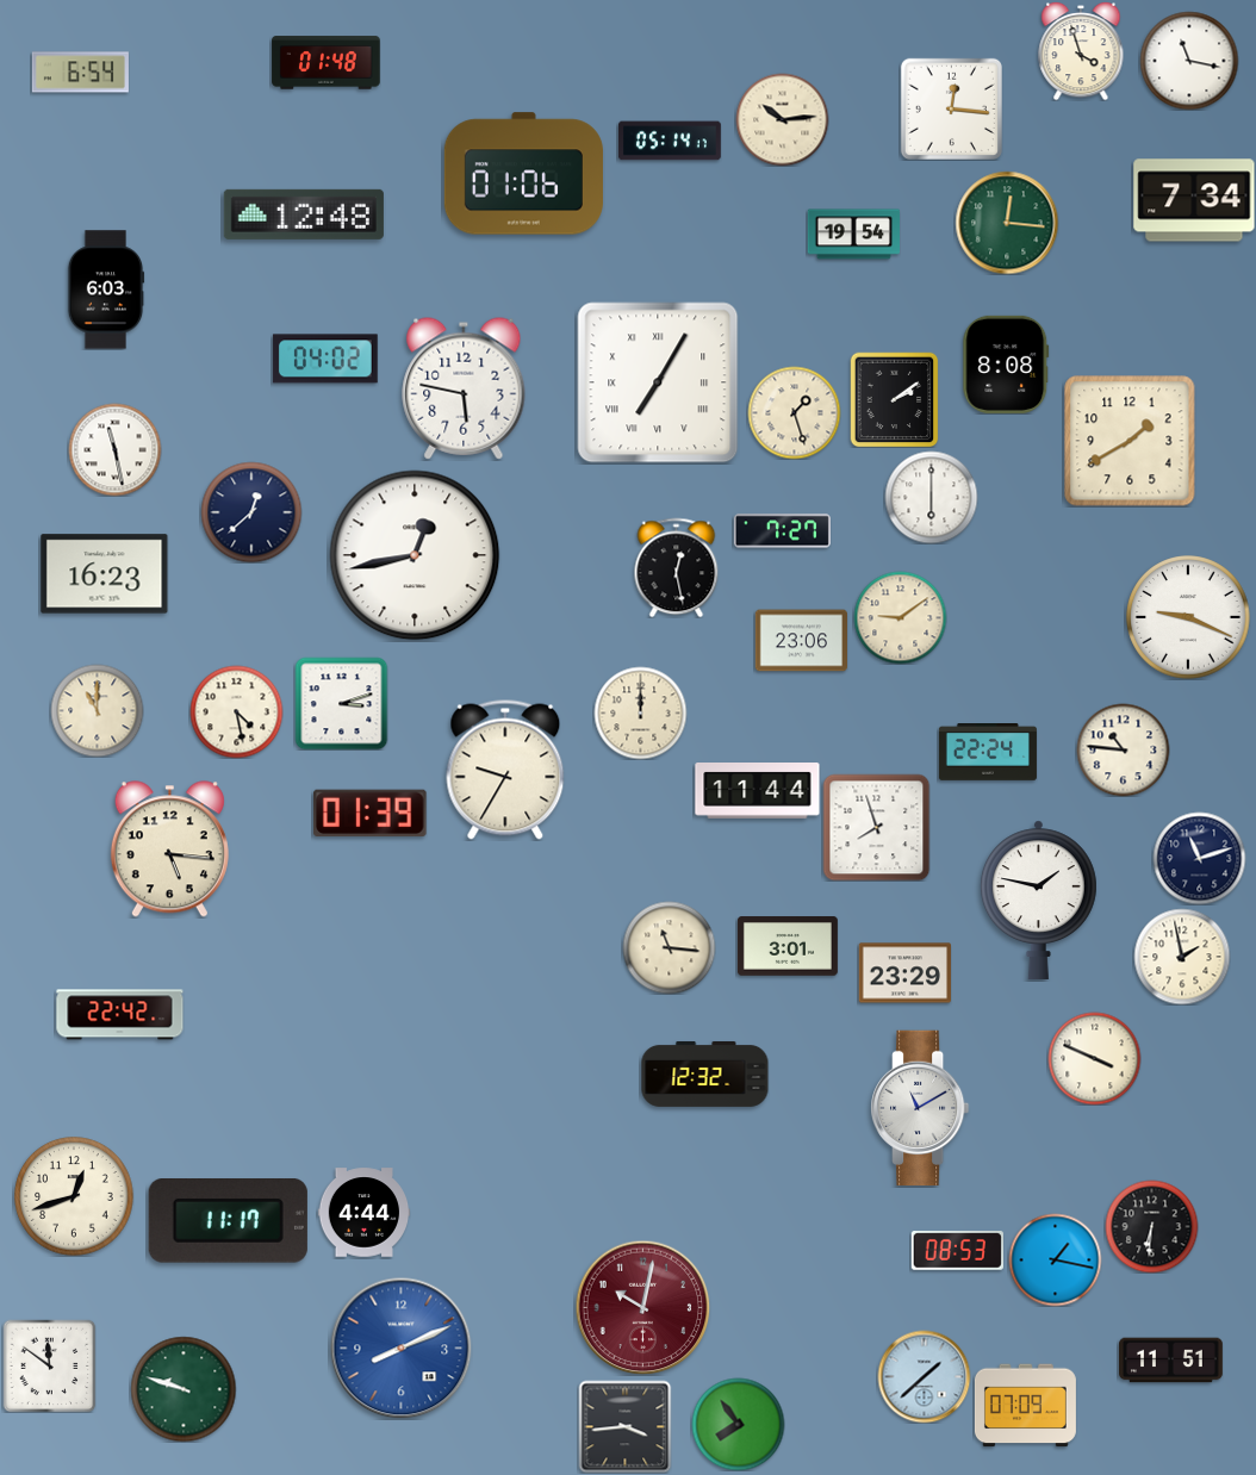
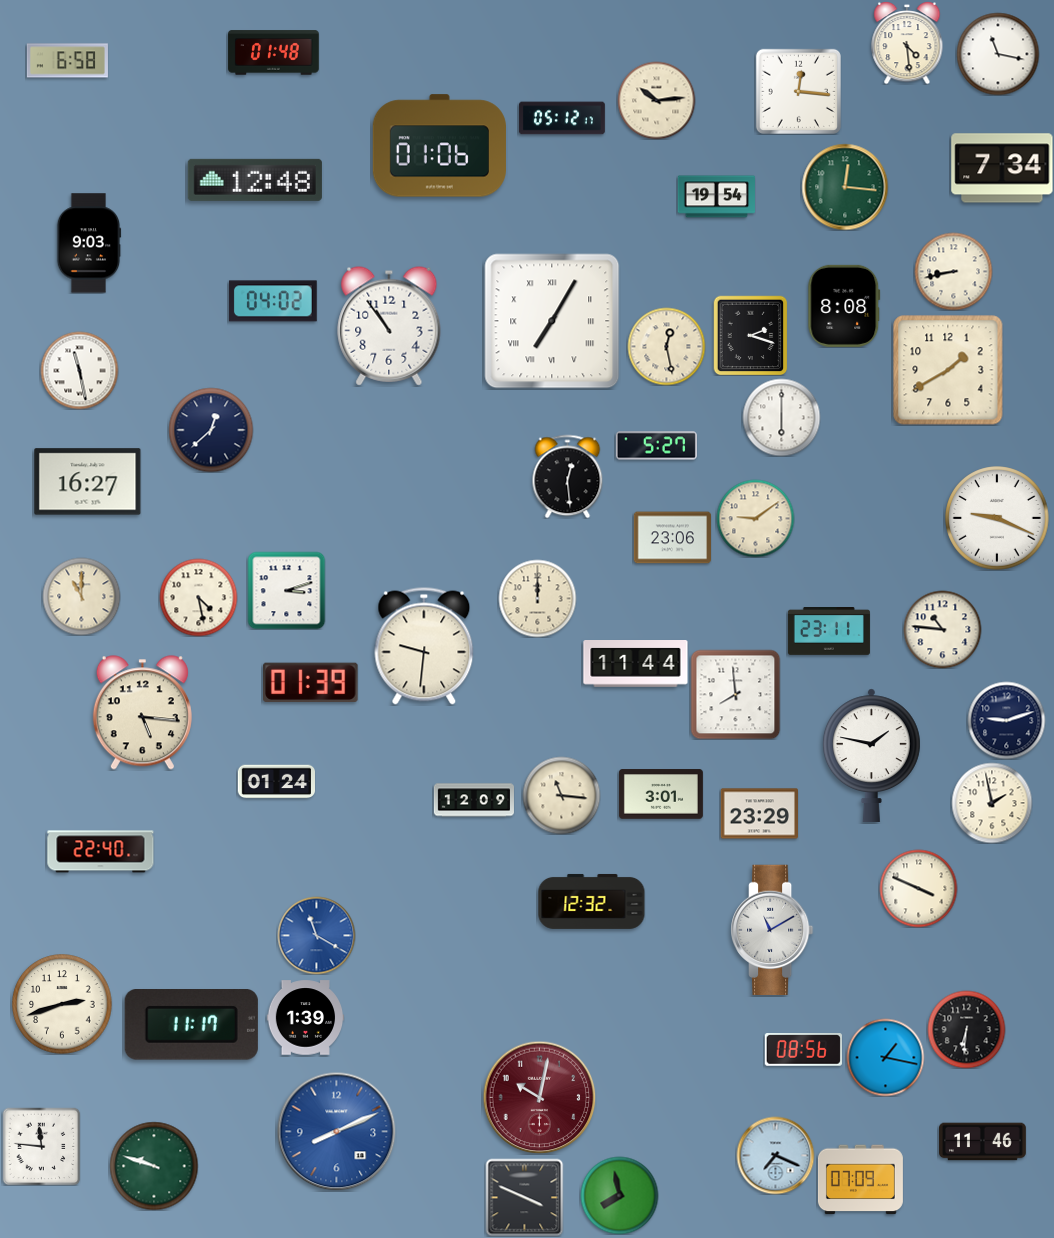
clock at (1081, 51): 3:57 -> 4:29
clock at (1189, 61) position: (1189, 61) -> (998, 54)
clock at (80, 73): 6:54 -> 6:58
clock at (670, 141): 05:14 -> 05:12
clock at (106, 290): 6:03 -> 9:03
clock at (953, 271): none -> 8:43
clock at (464, 388): 5:47 -> 10:54
clock at (895, 399): 2:09 -> 2:18
clock at (794, 412): 1:27 -> 12:28
clock at (114, 449) position: (114, 449) -> (79, 370)
clock at (782, 531): 7:27 -> 5:27
clock at (415, 555): 12:43 -> none
clock at (677, 567): 12:28 -> 12:29
clock at (105, 574): 16:23 -> 16:27
clock at (988, 753): 22:24 -> 23:11
clock at (505, 770): 9:35 -> 9:31
clock at (876, 827): 7:57 -> 7:59
clock at (1199, 858): 11:12 -> 9:12
clock at (276, 782): none -> 01:24
clock at (474, 800): none -> 12:09
clock at (904, 973) position: (904, 973) -> (759, 814)
clock at (120, 1015): 22:42 -> 22:40
clock at (316, 935): none -> 11:20
clock at (74, 1196): 12:42 -> 2:42
clock at (363, 1213): 4:44 -> 1:39
clock at (957, 1251): 08:53 -> 08:56
clock at (1171, 1361): 11:51 -> 11:46
clock at (49, 1365): 11:51 -> 11:46
clock at (924, 1376): 1:38 -> 7:19
clock at (738, 1424): 7:54 -> 7:58
clock at (624, 1426): 3:44 -> 3:49
